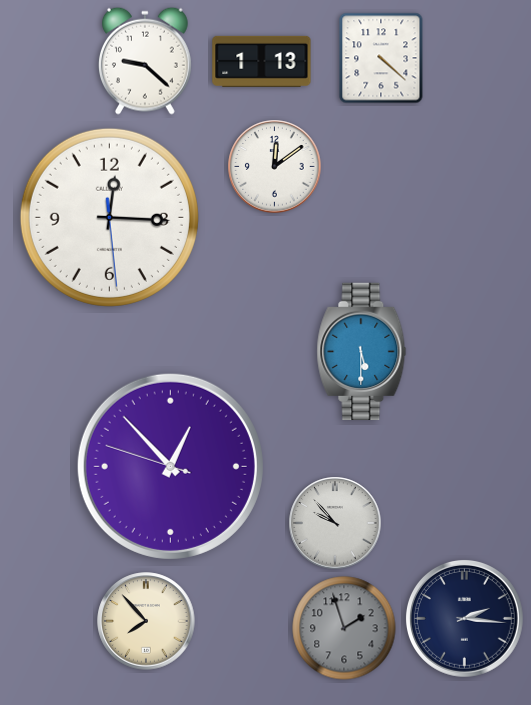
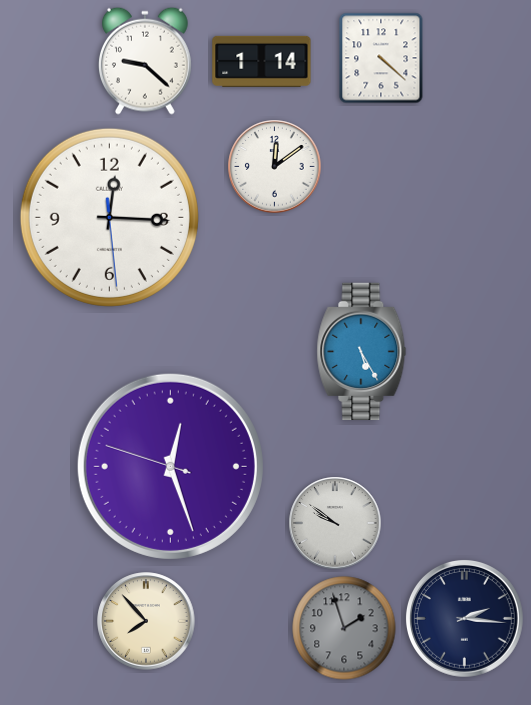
clock at (262, 61): 1:13 -> 1:14
clock at (362, 351): 5:30 -> 5:25
clock at (170, 466): 12:52 -> 12:26
clock at (335, 523): 9:53 -> 9:51
